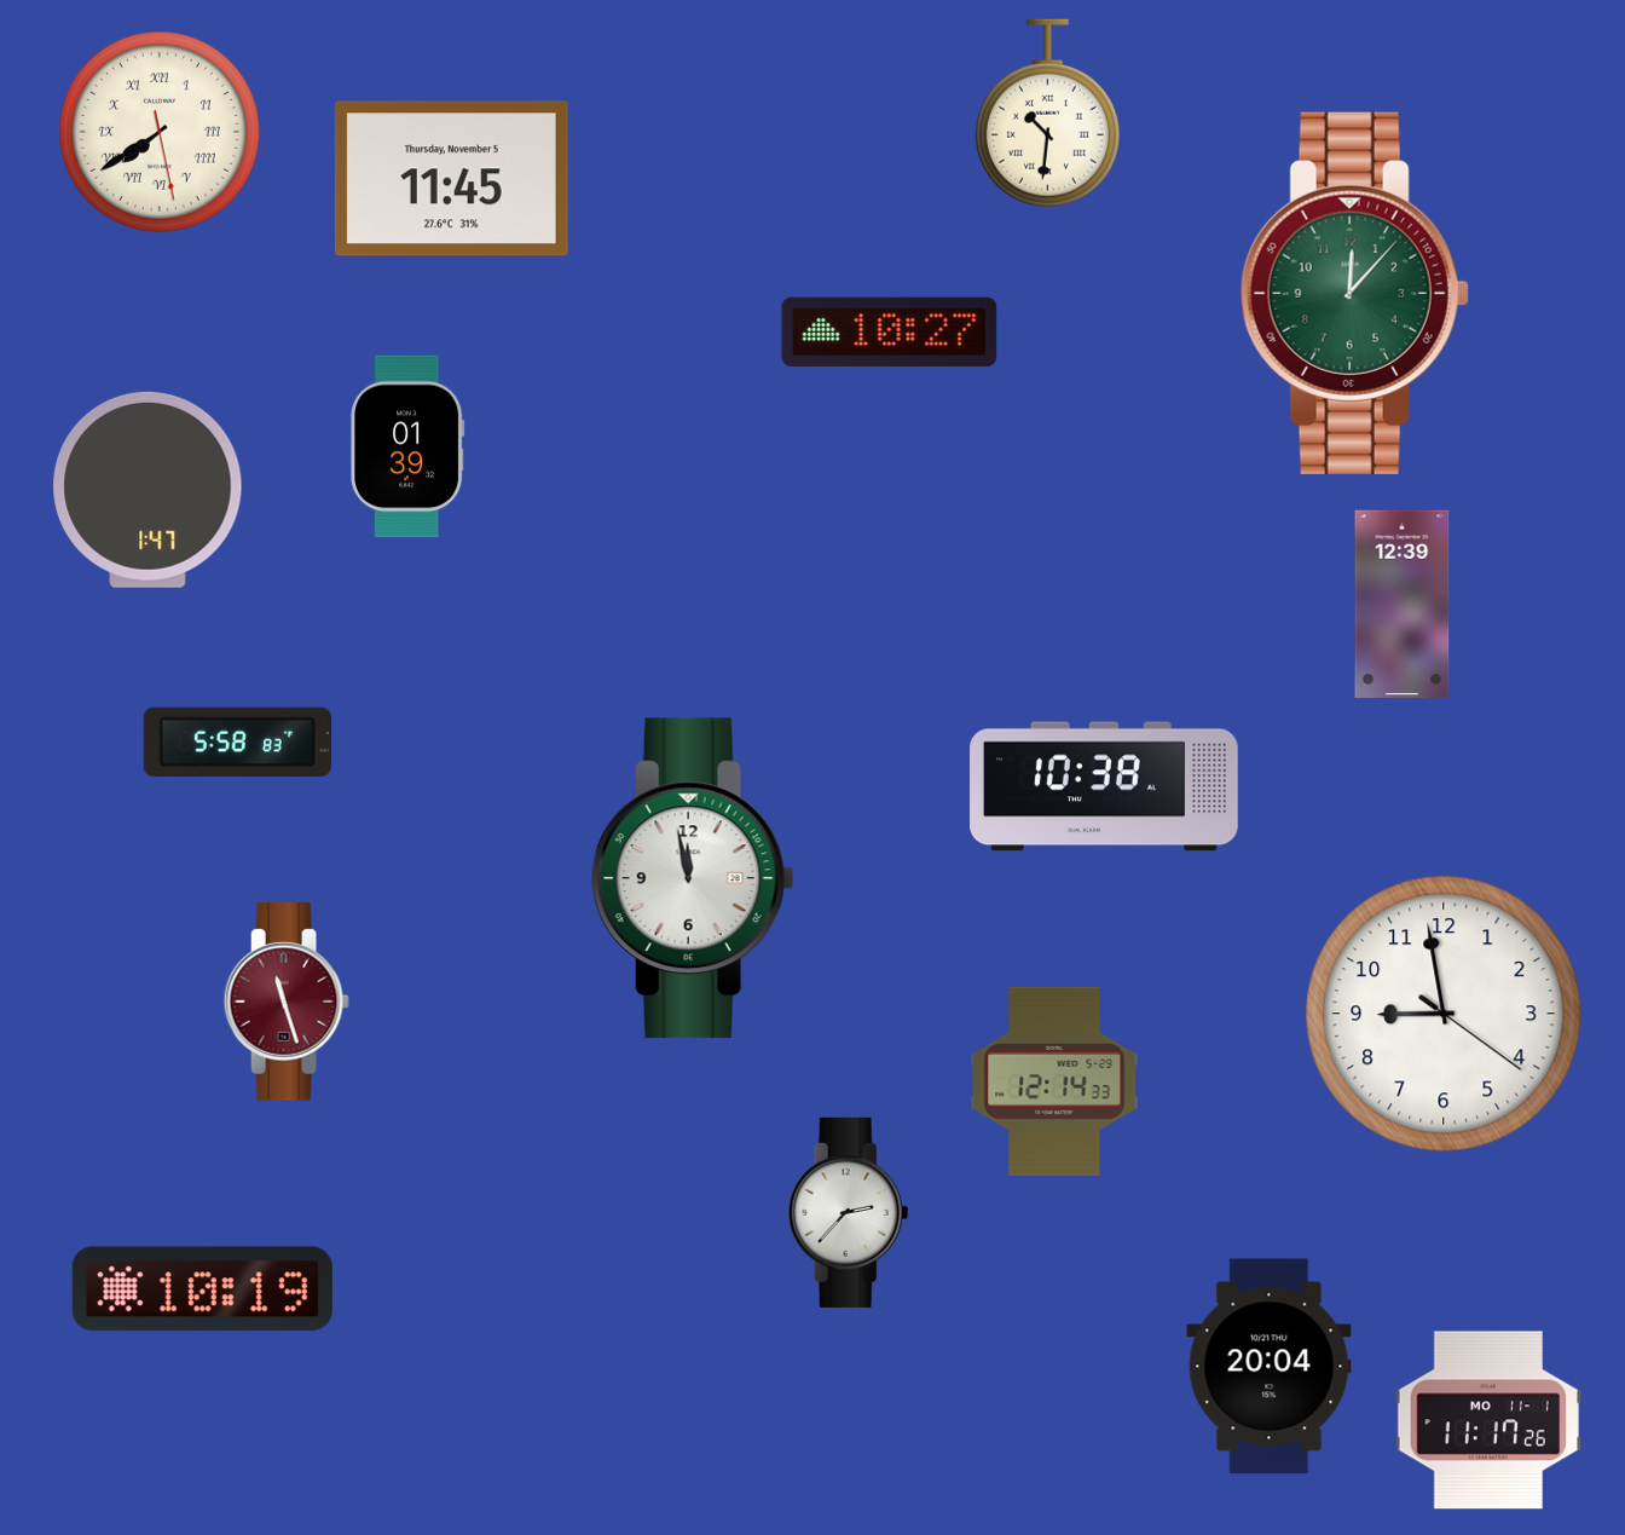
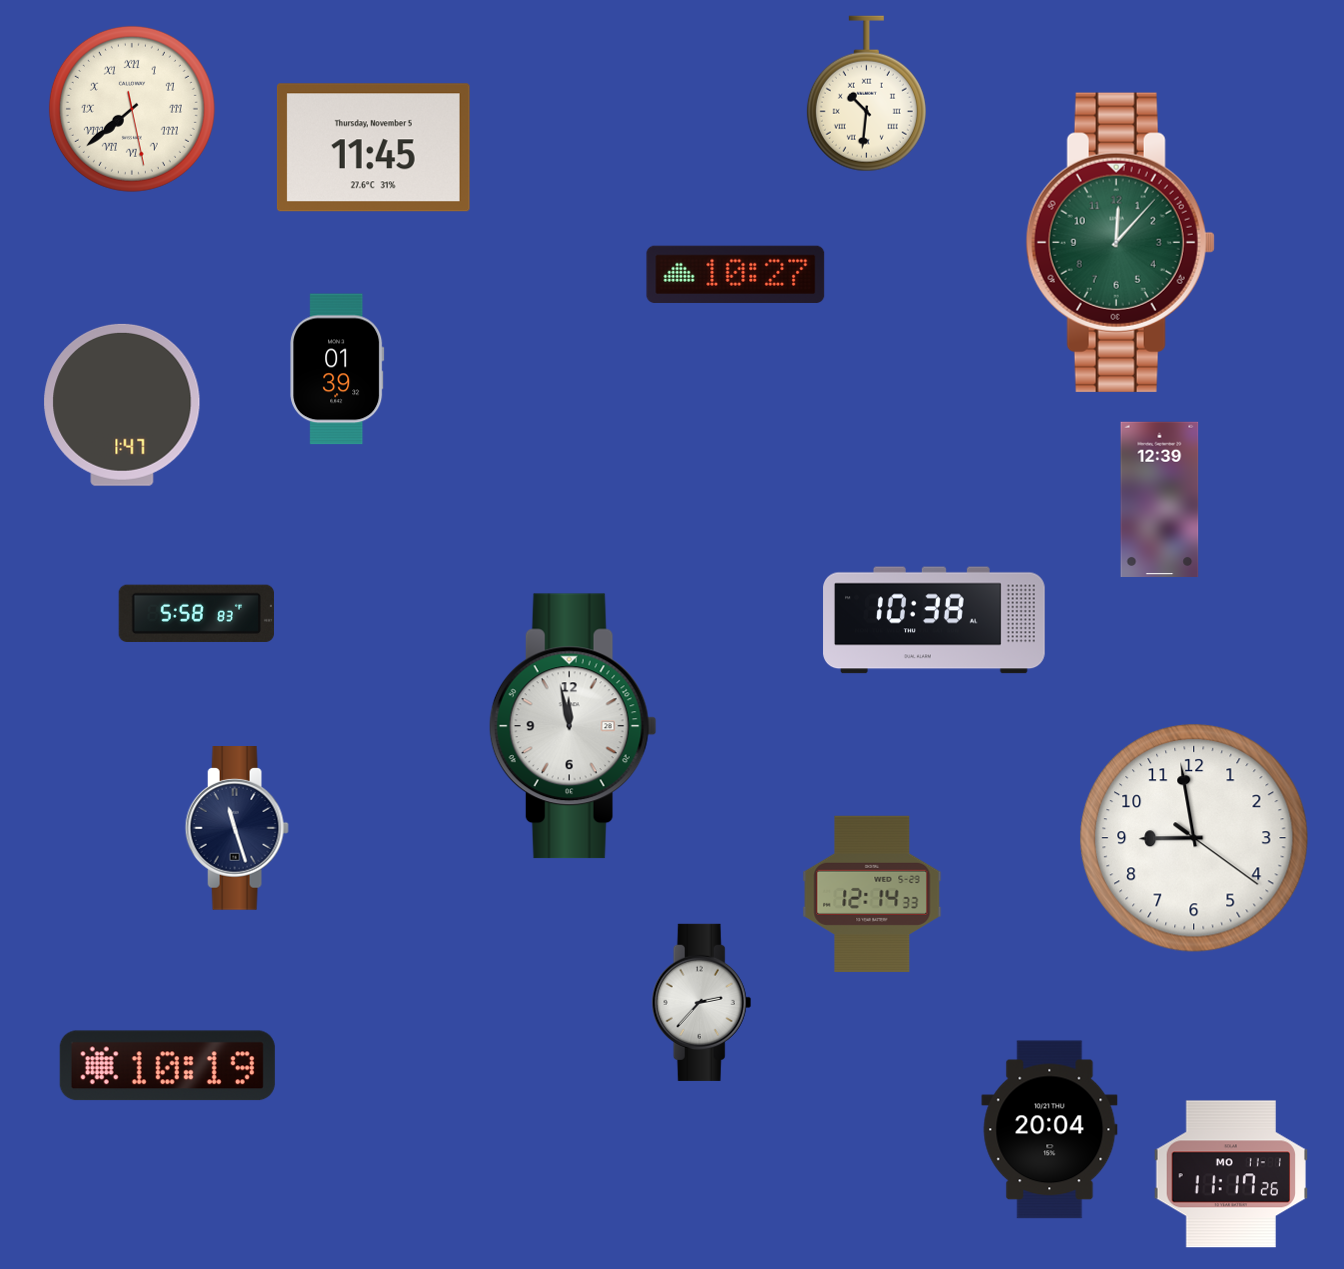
clock at (160, 132): 7:39 -> 7:38
clock at (1104, 786) position: (1104, 786) -> (934, 620)
clock at (287, 1003) dial: burgundy -> navy
